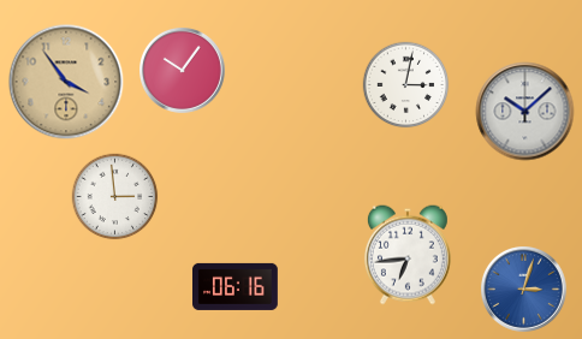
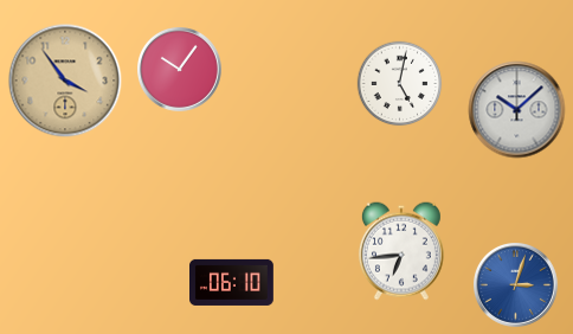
clock at (406, 85): 3:02 -> 5:02
clock at (115, 197): 2:59 -> none
clock at (236, 286): 06:16 -> 06:10
